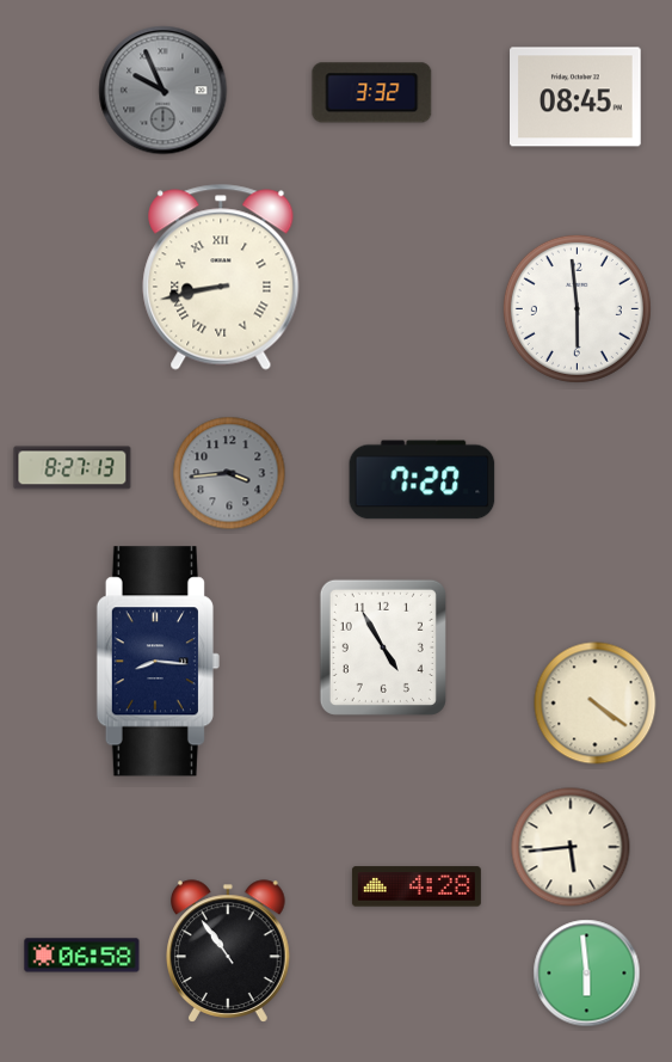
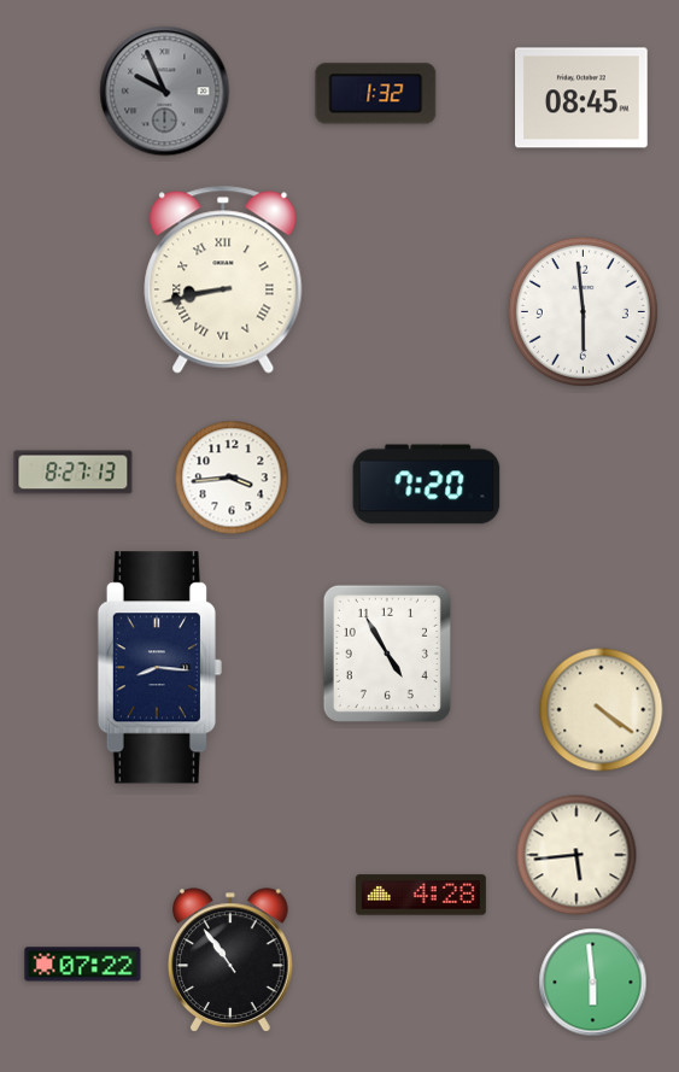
clock at (372, 93): 3:32 -> 1:32
clock at (229, 473) dial: grey -> white
clock at (82, 956): 06:58 -> 07:22
